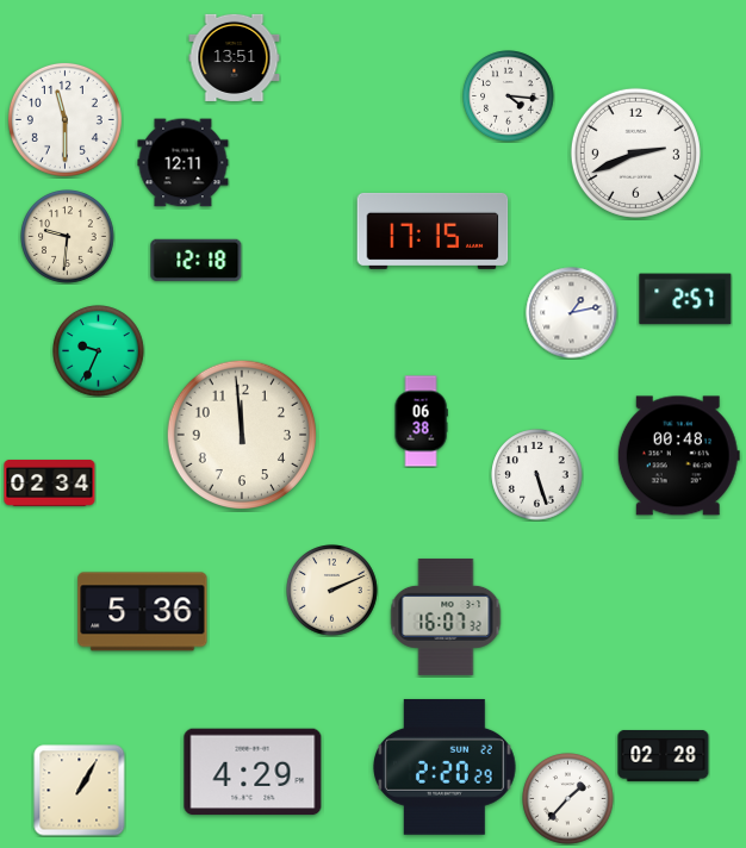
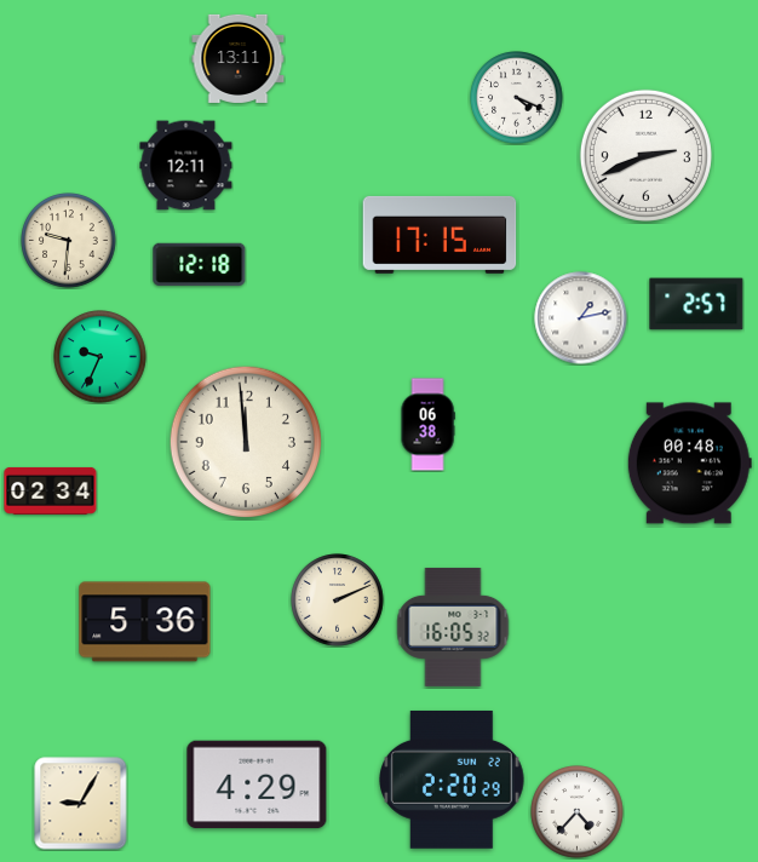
clock at (235, 57): 13:51 -> 13:11
clock at (509, 96): 4:16 -> 4:19
clock at (64, 119): 11:30 -> none
clock at (421, 422) position: (421, 422) -> (427, 425)
clock at (537, 475): 5:27 -> none
clock at (446, 617): 16:07 -> 16:05
clock at (664, 755): 02:28 -> none
clock at (80, 791): 1:05 -> 9:05
clock at (568, 799): 1:37 -> 4:37
